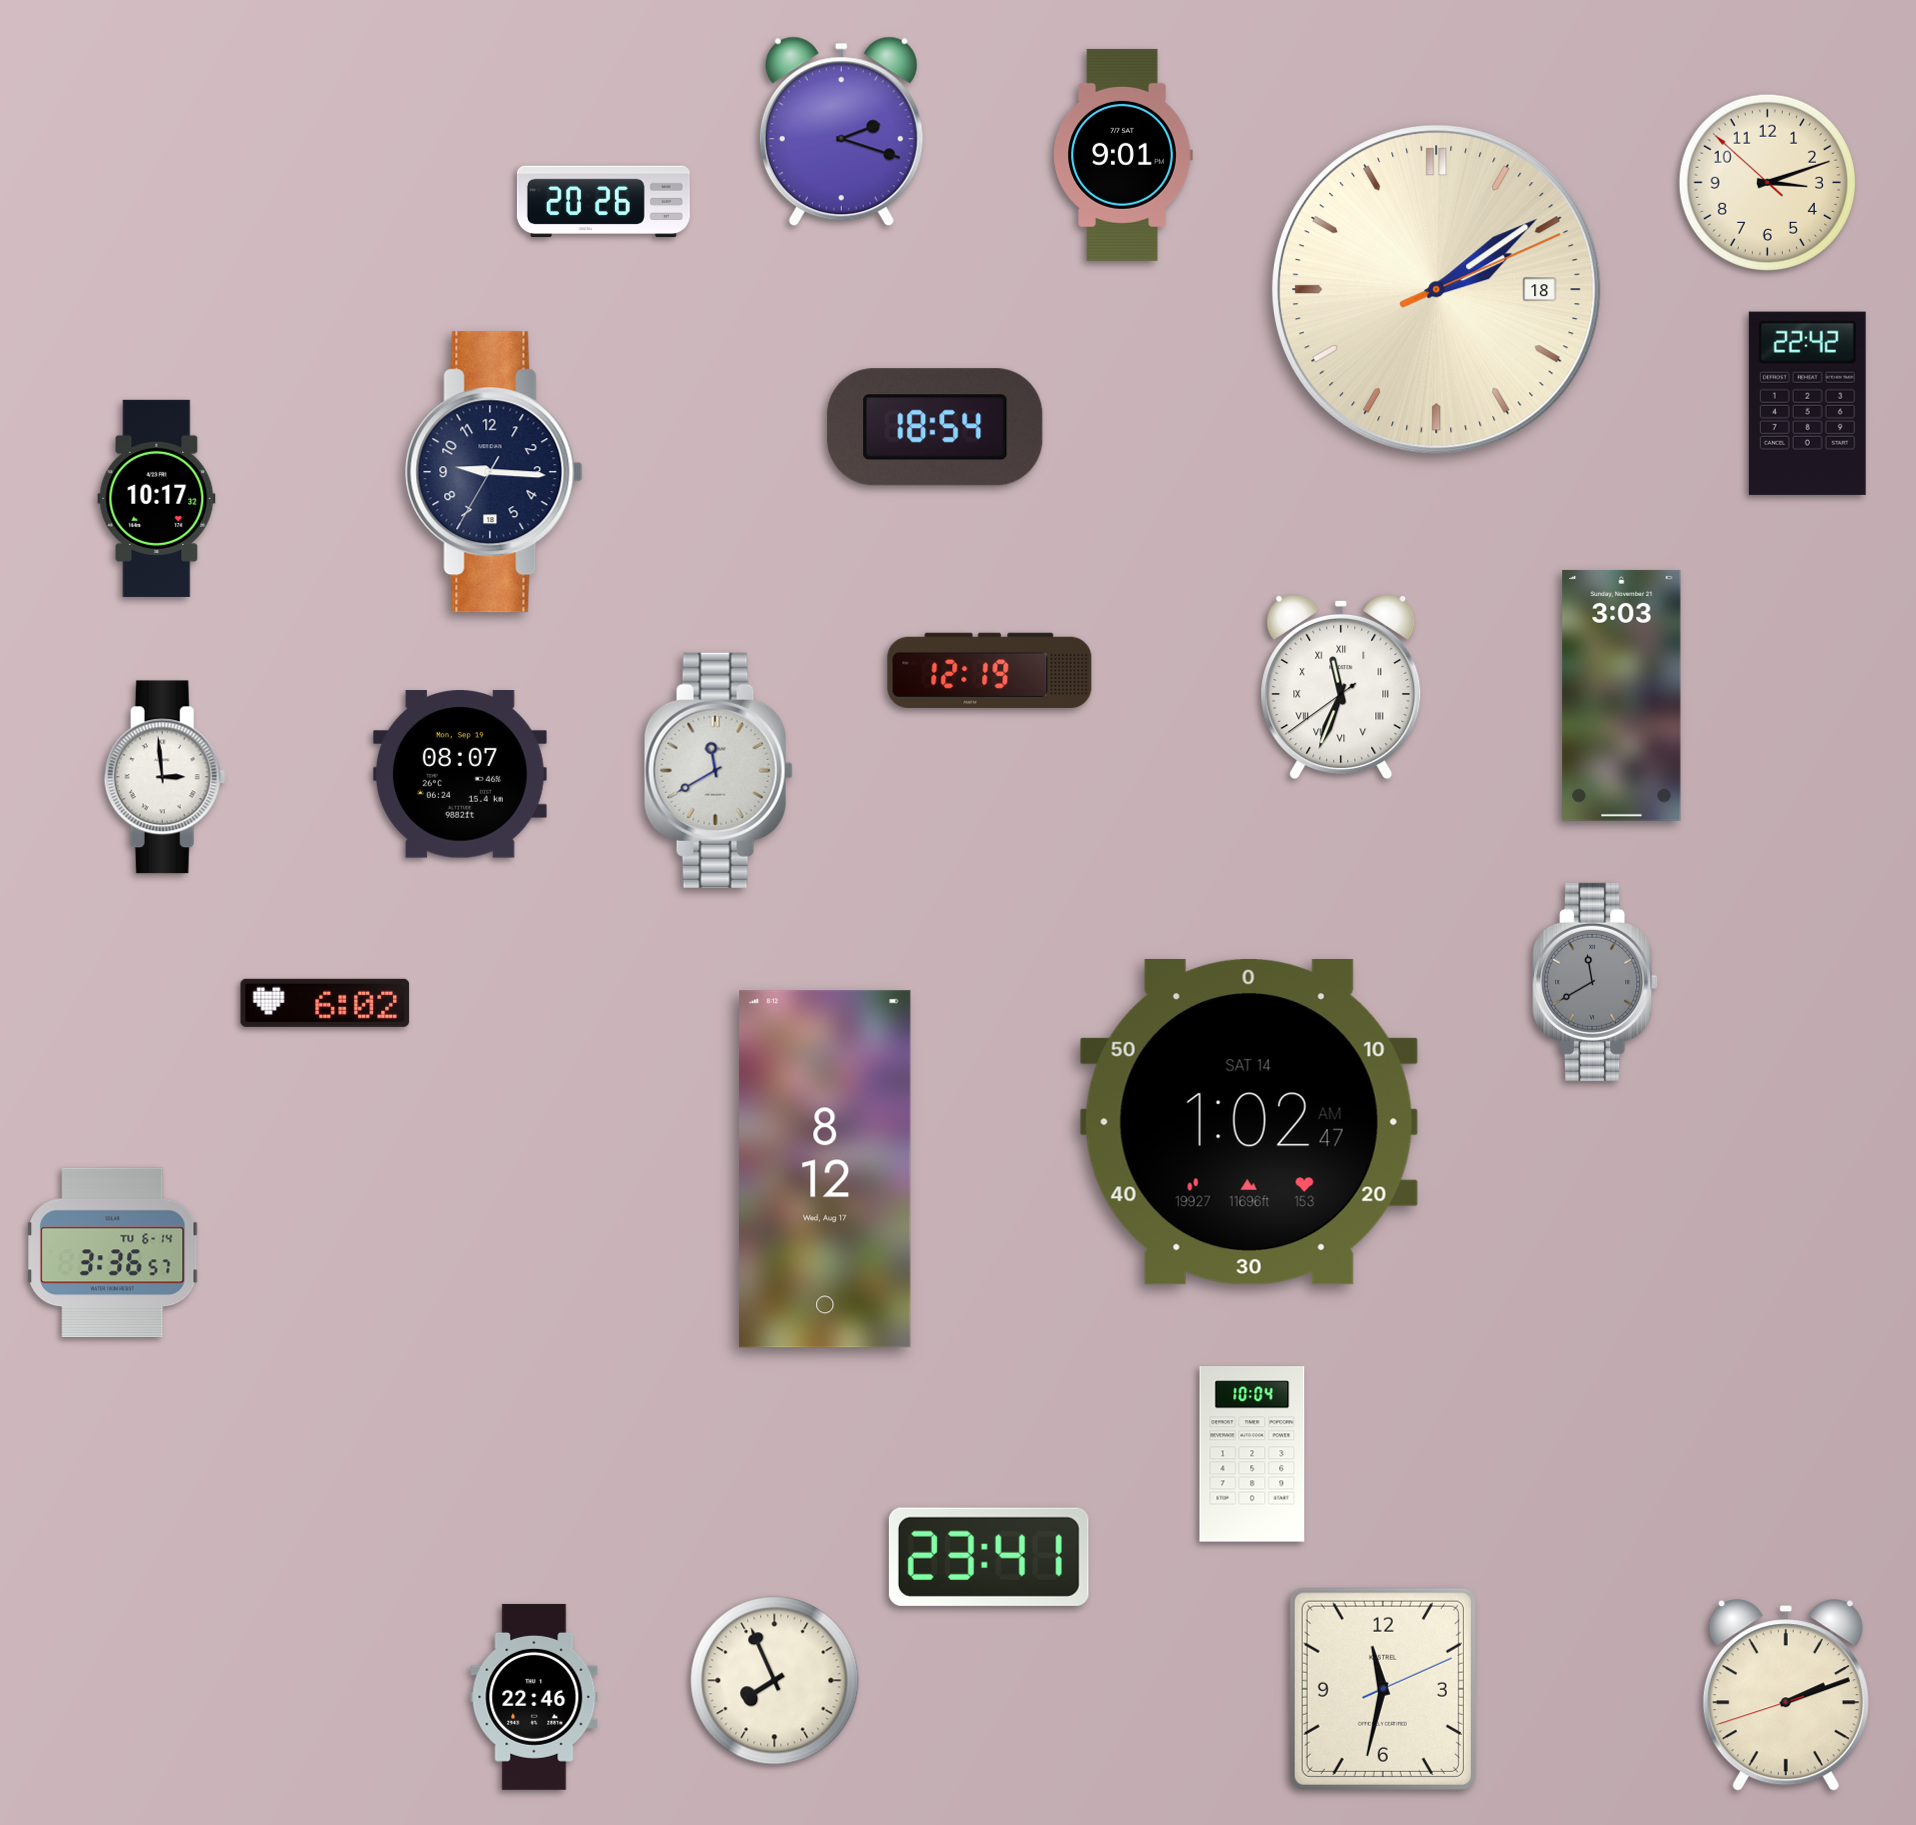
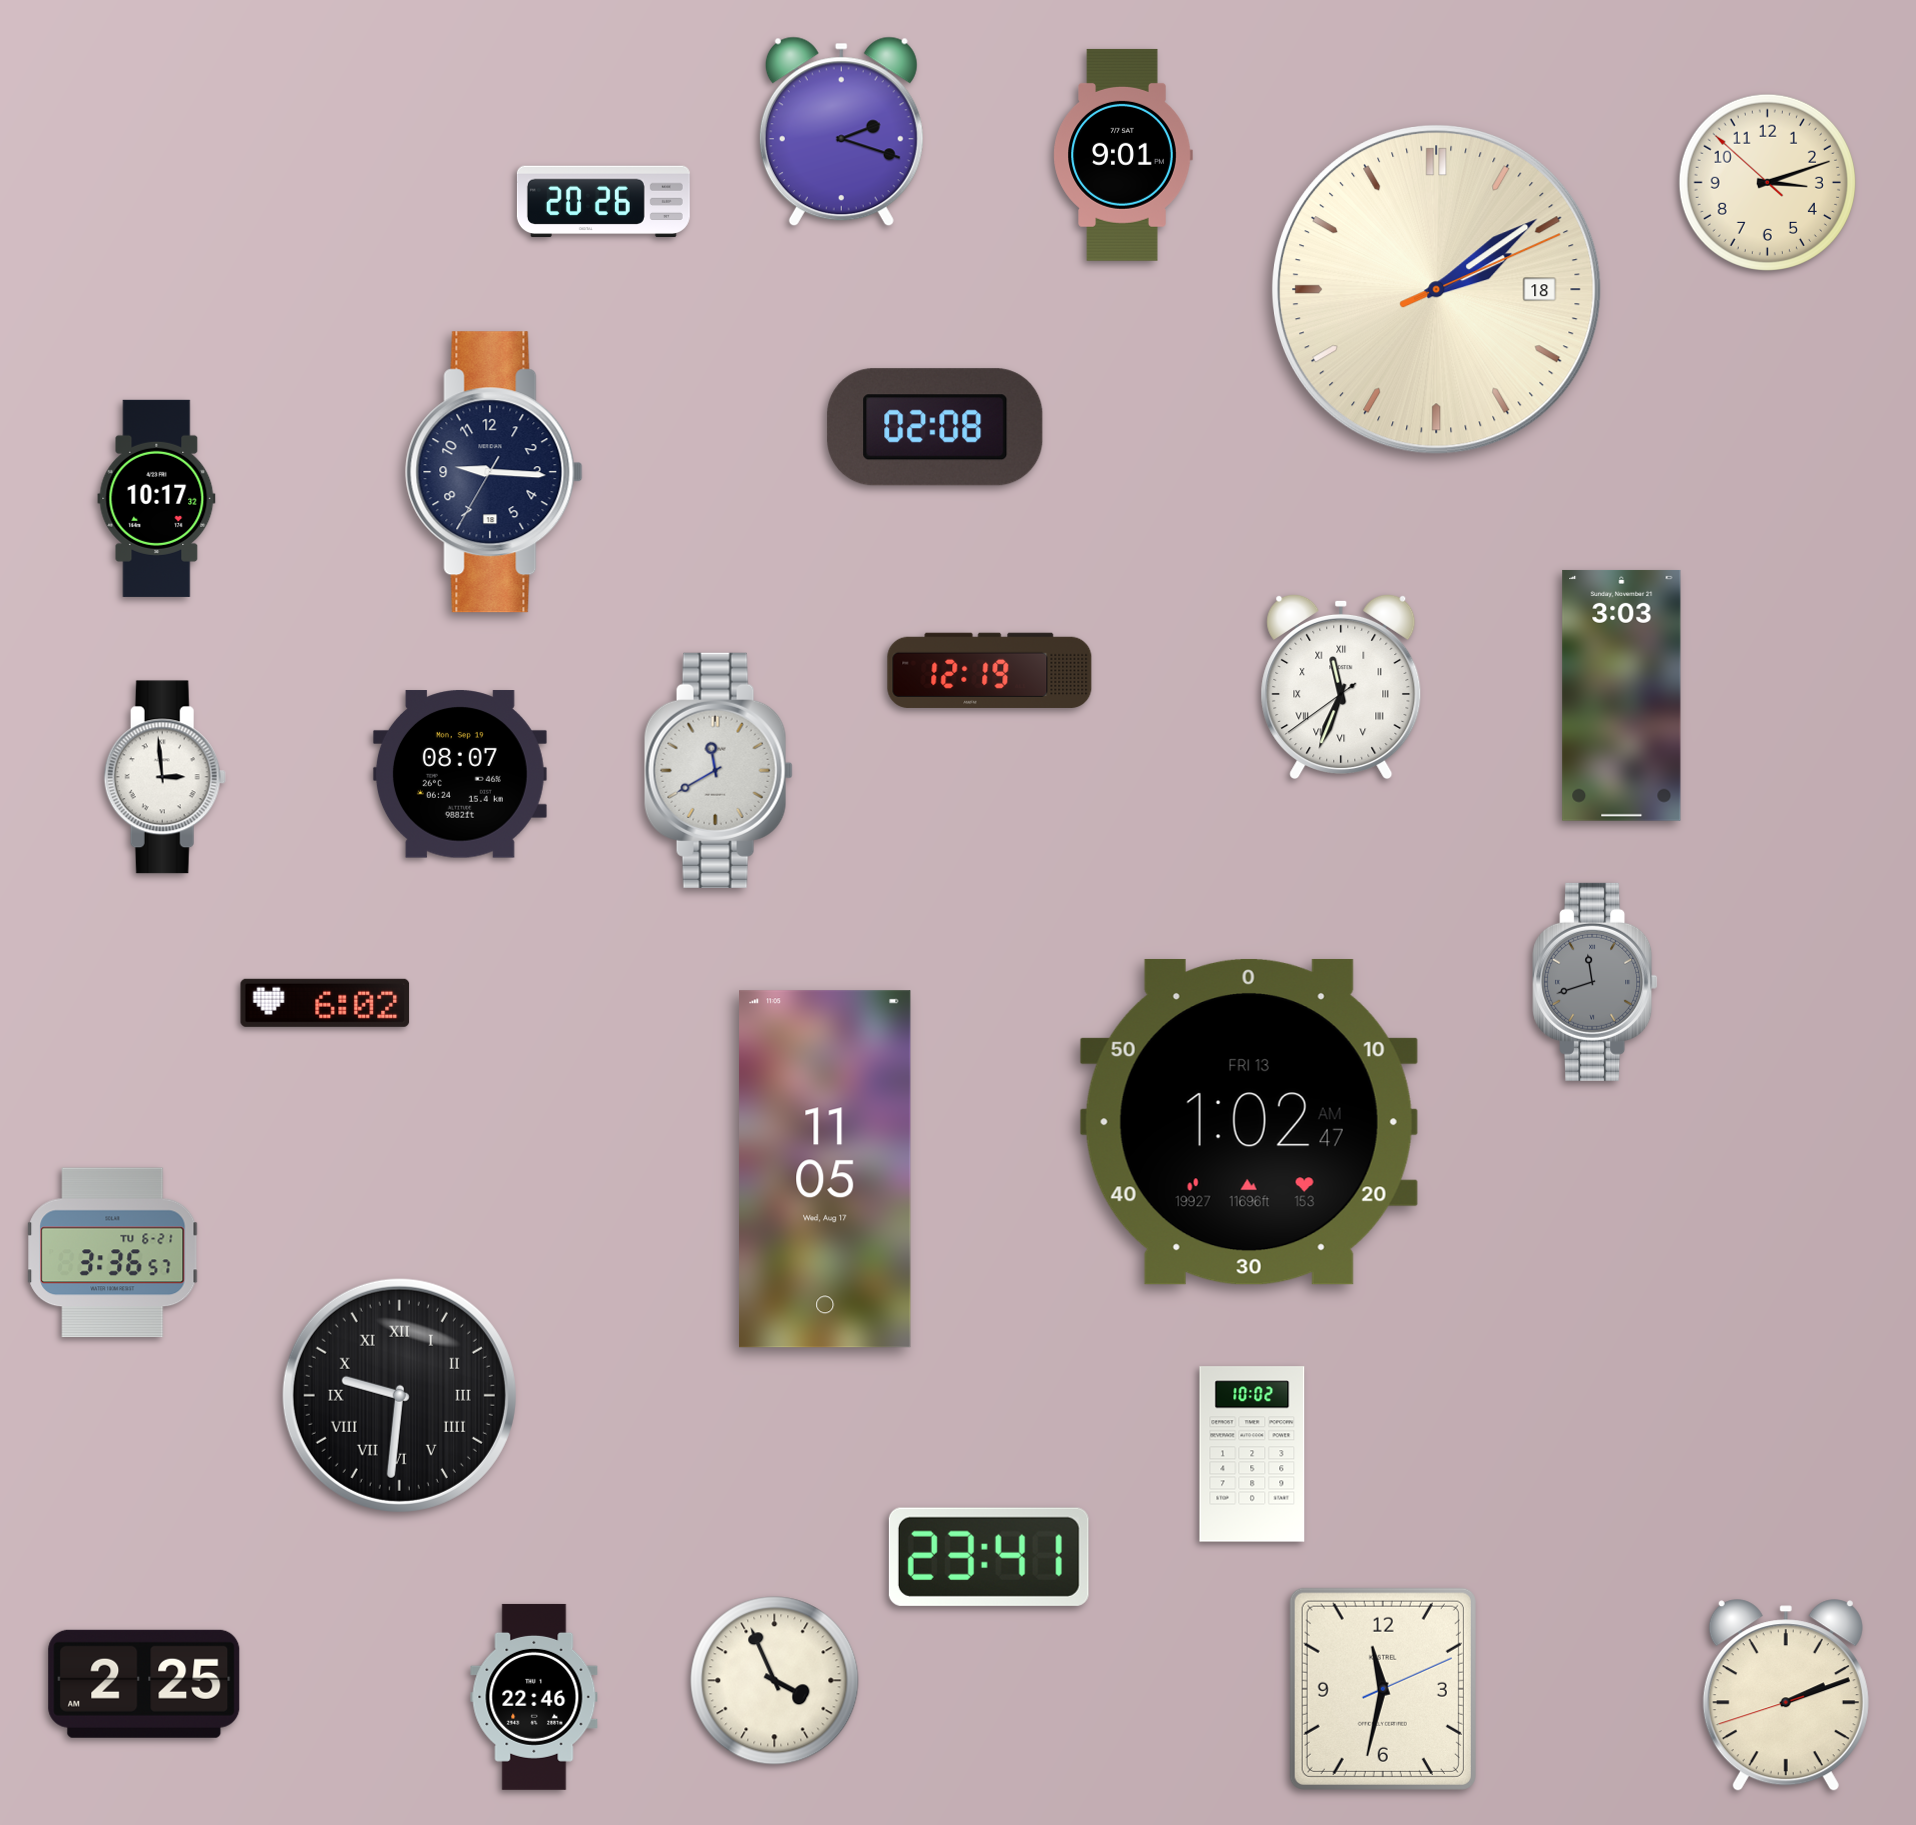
clock at (1807, 403): 22:42 -> none
clock at (935, 427): 18:54 -> 02:08
clock at (1595, 982): 11:40 -> 11:42
clock at (1249, 1122) date: SAT 14 -> FRI 13
clock at (825, 1169): 8:12 -> 11:05
clock at (113, 1253) date: TU 6-14 -> TU 6-21
clock at (399, 1395): none -> 9:31
clock at (1252, 1454): 10:04 -> 10:02
clock at (775, 1681): 7:56 -> 3:56
clock at (144, 1684): none -> 2:25
